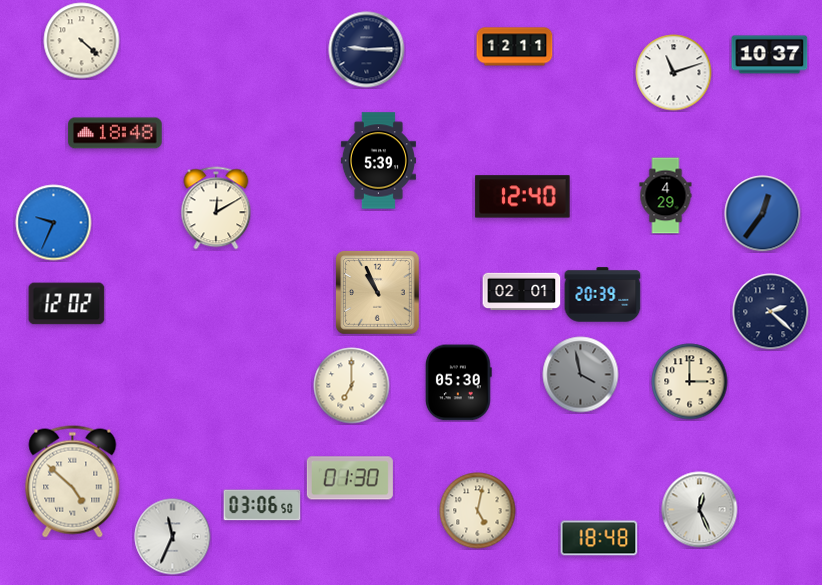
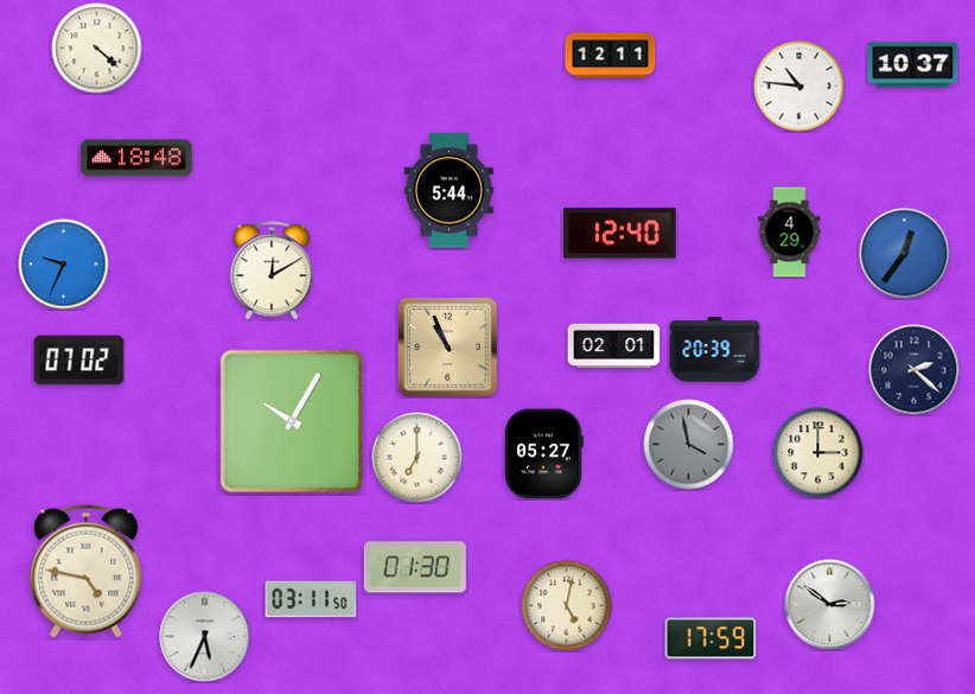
clock at (367, 50): 9:15 -> none
clock at (674, 73): 11:12 -> 10:46
clock at (378, 161): 5:39 -> 5:44
clock at (216, 208) position: (216, 208) -> (272, 270)
clock at (522, 292) position: (522, 292) -> (614, 346)
clock at (67, 304): 12:02 -> 07:02
clock at (291, 420): none -> 10:05
clock at (458, 383): 05:30 -> 05:27
clock at (73, 482): 4:52 -> 4:47
clock at (262, 505): 03:06 -> 03:11
clock at (700, 510): 12:26 -> 2:51
clock at (173, 537): 11:34 -> 5:34
clock at (599, 538): 18:48 -> 17:59
